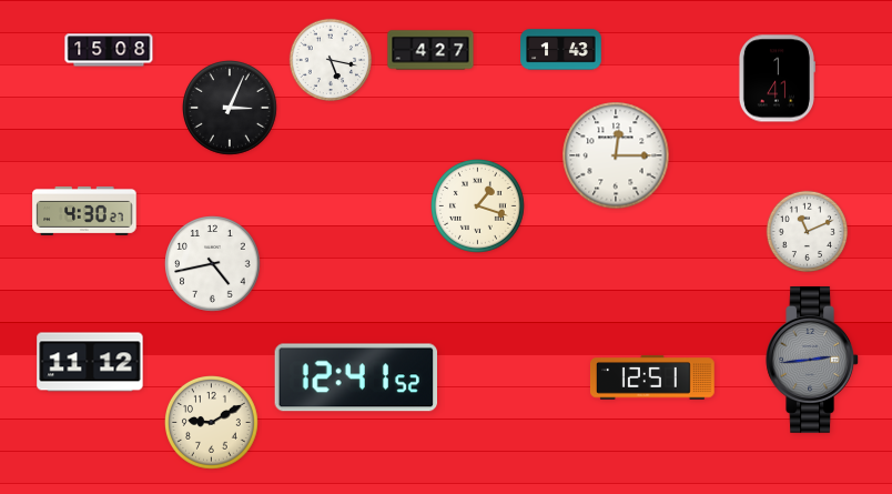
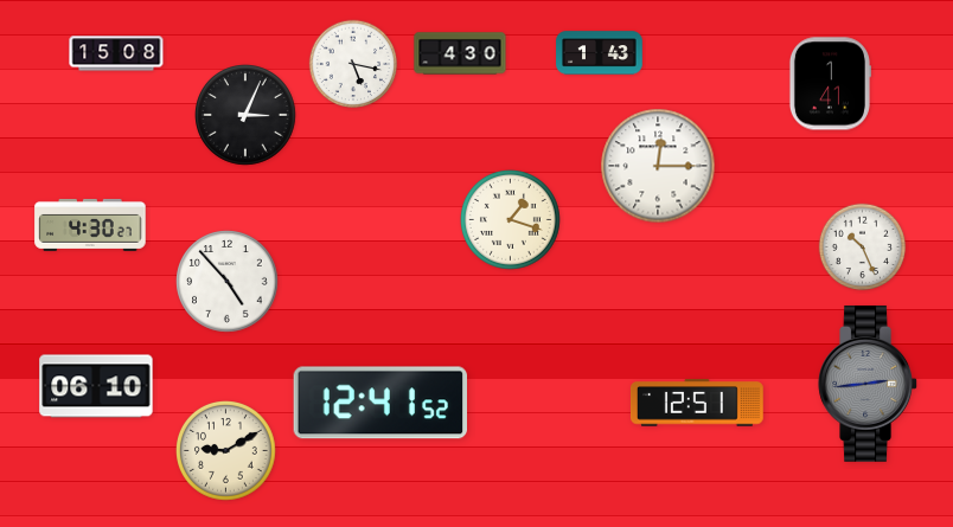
clock at (430, 50): 4:27 -> 4:30
clock at (808, 232): 11:11 -> 10:26
clock at (213, 264): 4:43 -> 4:53
clock at (90, 362): 11:12 -> 06:10
